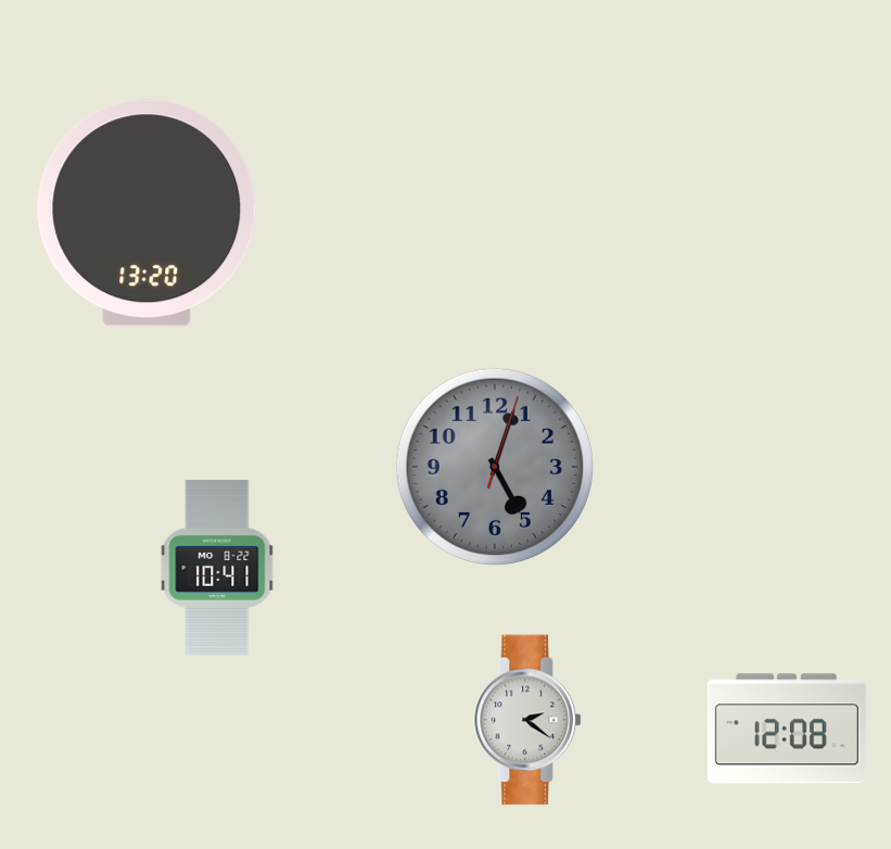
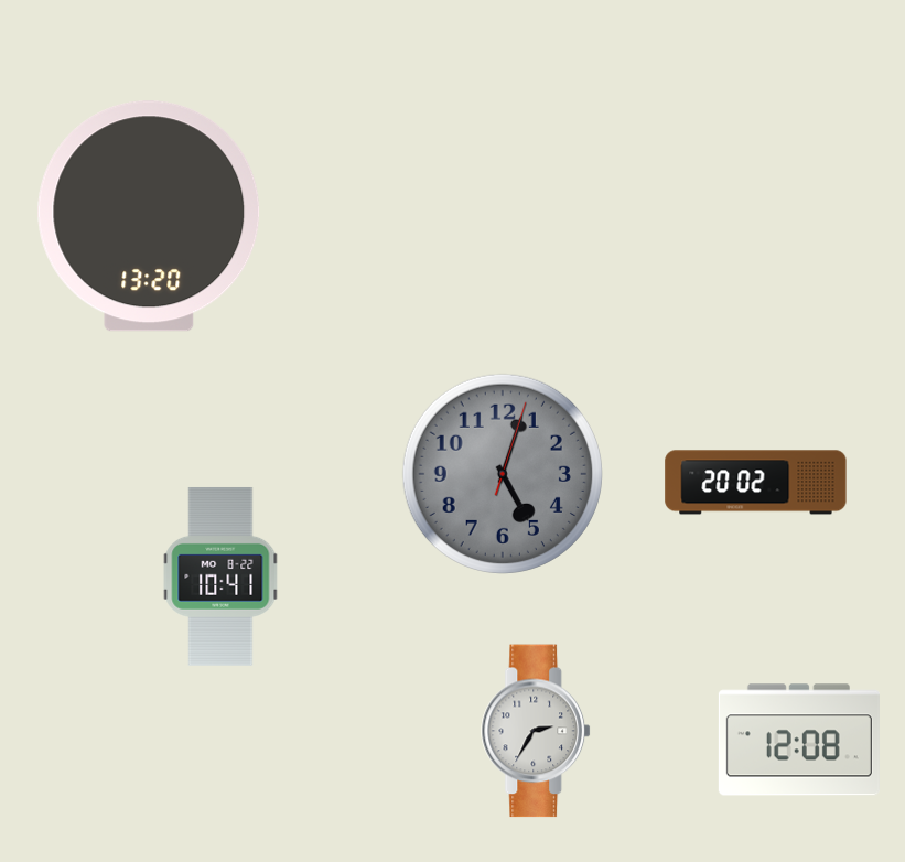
clock at (756, 483): none -> 20:02
clock at (529, 720): 2:21 -> 2:35
